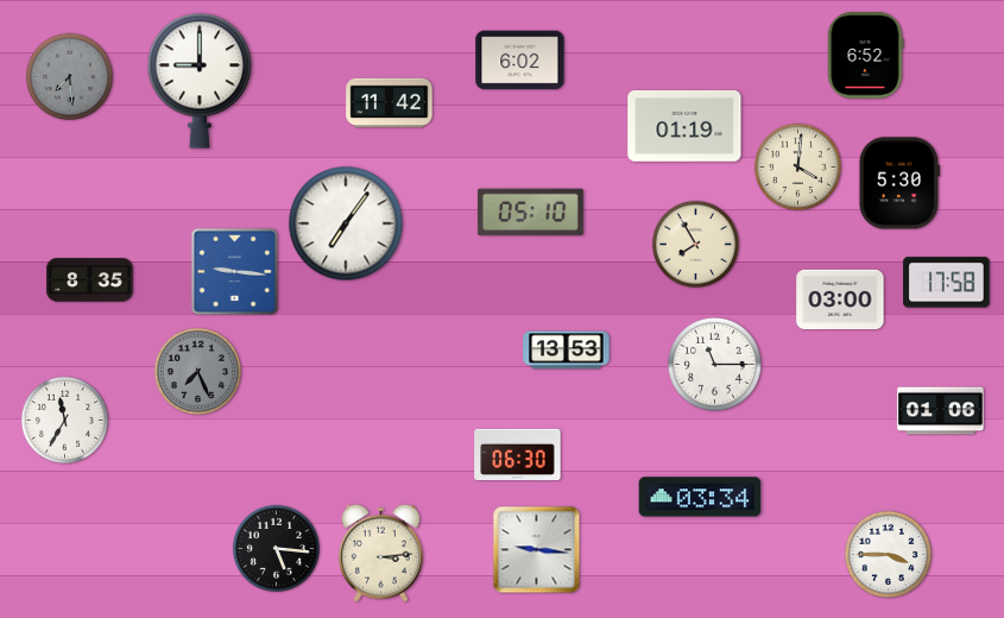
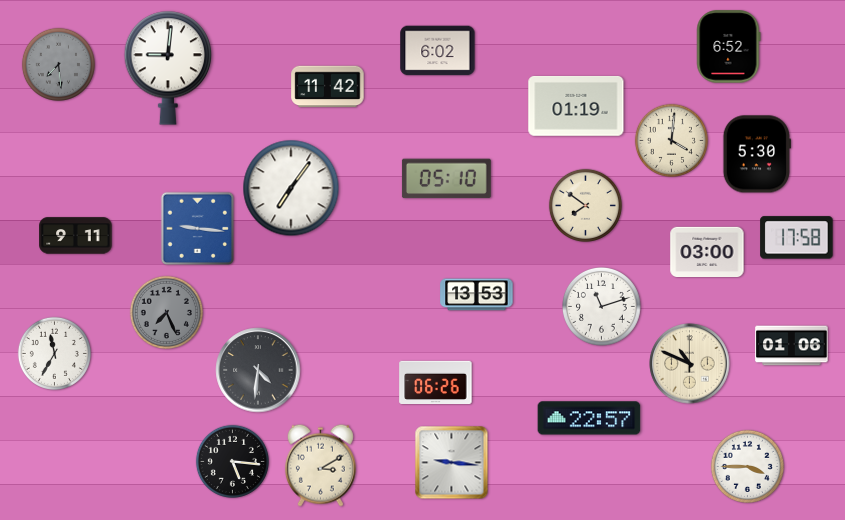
clock at (200, 81): 9:00 -> 9:01
clock at (695, 244): 7:55 -> 7:51
clock at (90, 280): 8:35 -> 9:11
clock at (715, 365): 11:15 -> 11:12
clock at (690, 364): none -> 10:49
clock at (258, 370): none -> 4:31
clock at (518, 455): 06:30 -> 06:26
clock at (700, 497): 03:34 -> 22:57
clock at (380, 553): 3:14 -> 3:10
